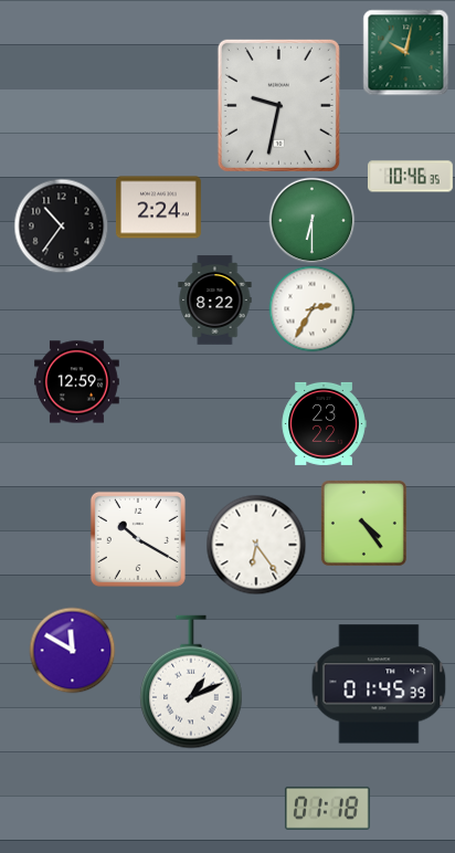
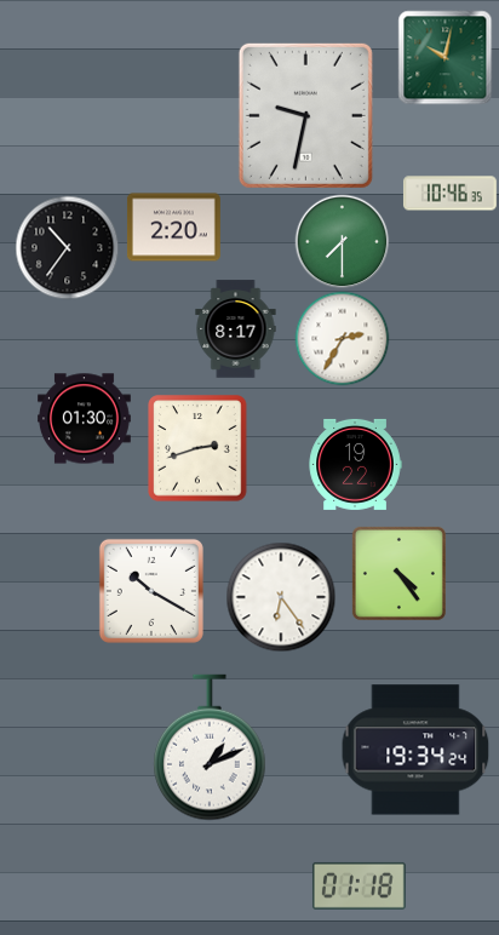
clock at (158, 208): 2:24 -> 2:20
clock at (311, 220): 6:30 -> 7:30
clock at (215, 301): 8:22 -> 8:17
clock at (77, 382): 12:59 -> 01:30
clock at (197, 448): none -> 2:42
clock at (324, 423): 23:22 -> 19:22
clock at (72, 650): 11:50 -> none
clock at (379, 684): 01:45 -> 19:34
